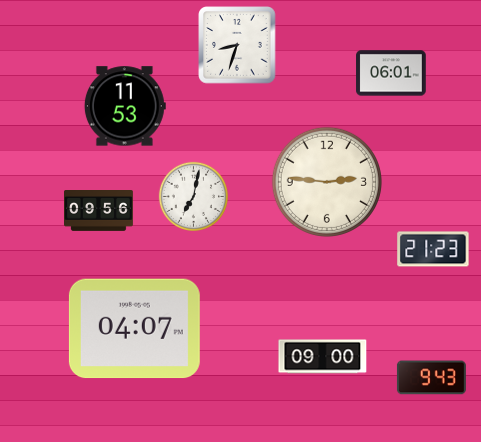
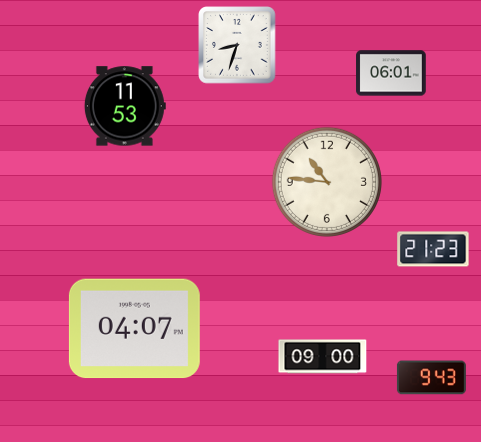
clock at (327, 182): 2:46 -> 10:46
clock at (193, 196): 7:02 -> none
clock at (99, 211): 09:56 -> none
